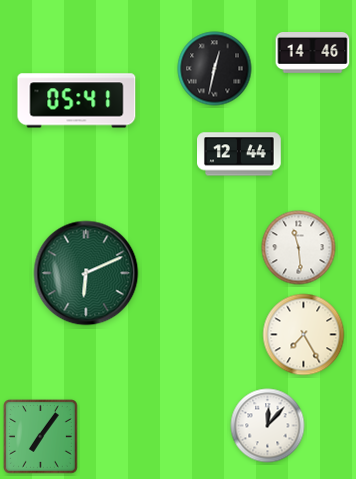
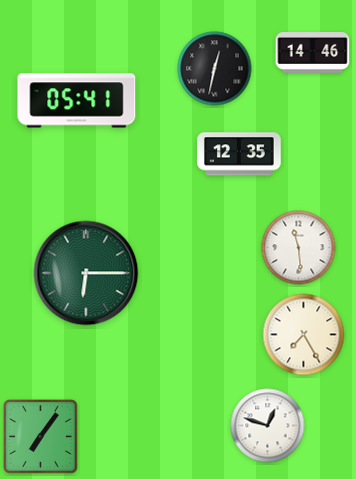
clock at (240, 154): 12:44 -> 12:35
clock at (86, 273): 6:11 -> 6:15
clock at (268, 426): 12:07 -> 12:48
